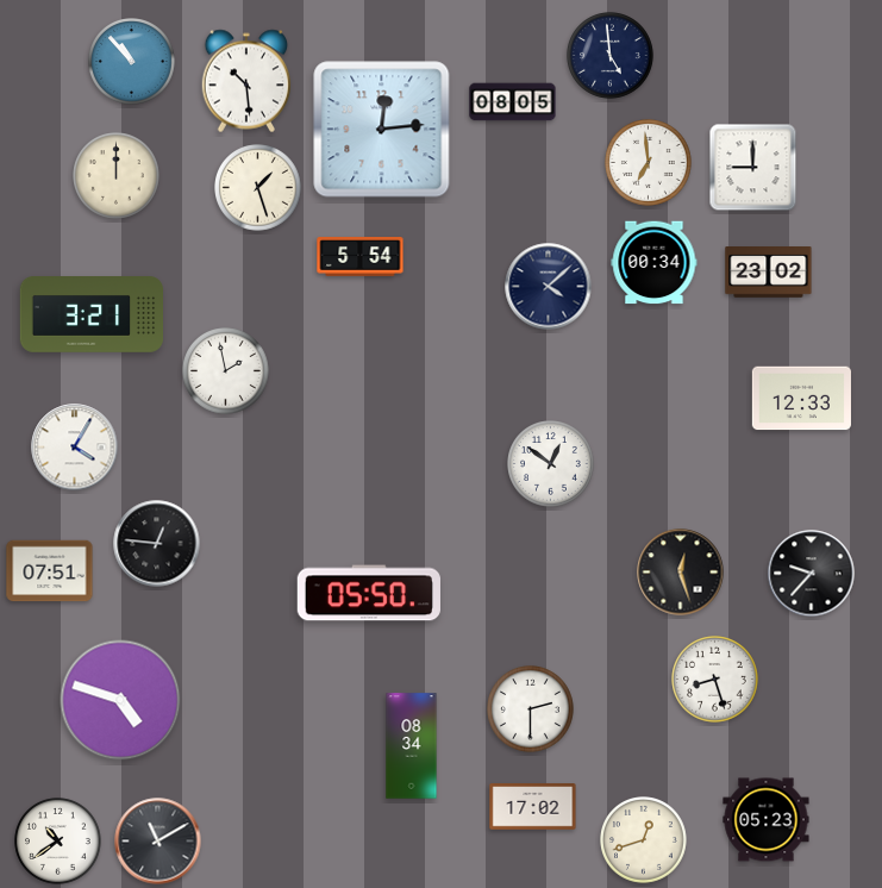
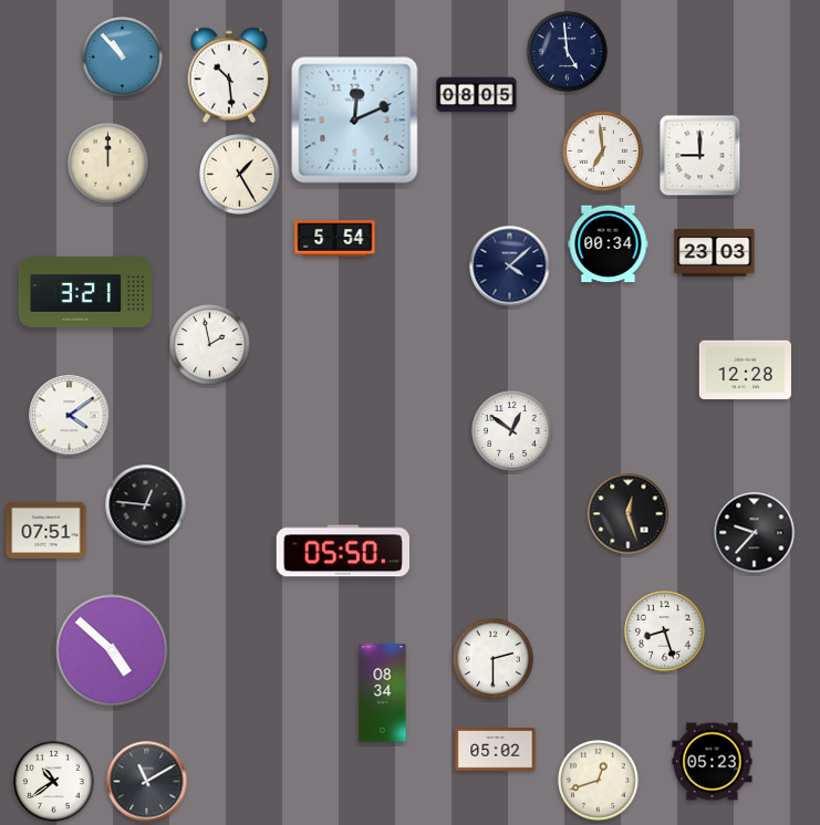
clock at (382, 130): 12:14 -> 12:11
clock at (258, 188): 1:27 -> 1:25
clock at (769, 273): 23:02 -> 23:03
clock at (801, 399): 12:33 -> 12:28
clock at (75, 448): 4:05 -> 4:09
clock at (681, 573) position: (681, 573) -> (629, 514)
clock at (120, 700): 4:48 -> 4:52
clock at (533, 807): 17:02 -> 05:02
